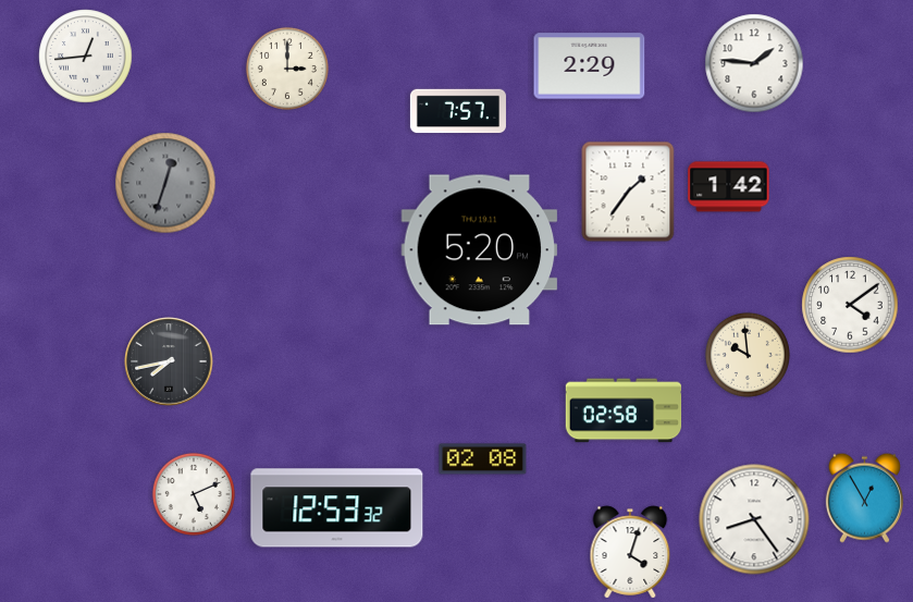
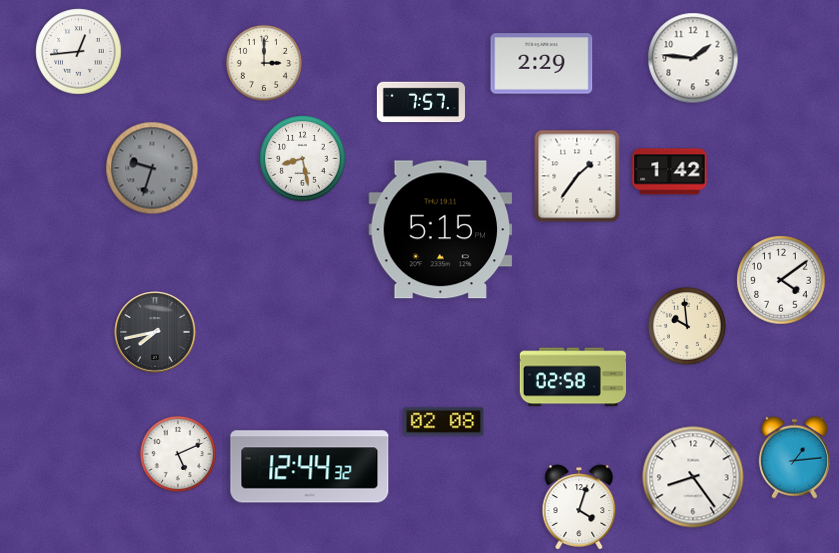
clock at (590, 66) position: (590, 66) -> (542, 64)
clock at (303, 159): none -> 8:28
clock at (165, 183): 12:33 -> 9:33
clock at (480, 250): 5:20 -> 5:15
clock at (864, 497): 12:55 -> 1:14
clock at (337, 508): 12:53 -> 12:44
